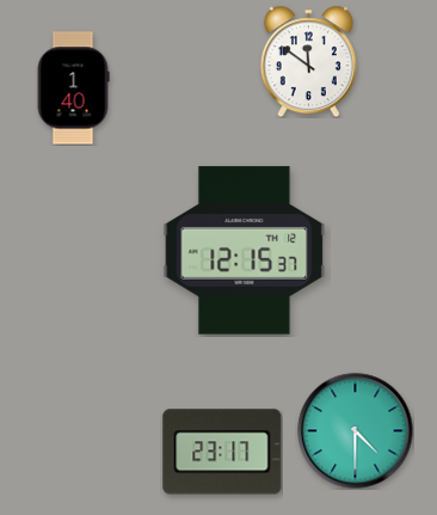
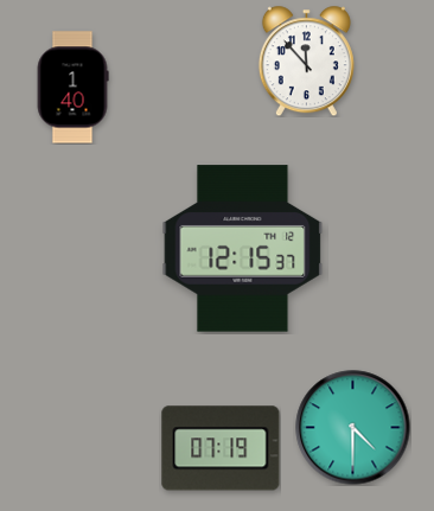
clock at (308, 61): 11:51 -> 11:53
clock at (222, 452): 23:17 -> 07:19
